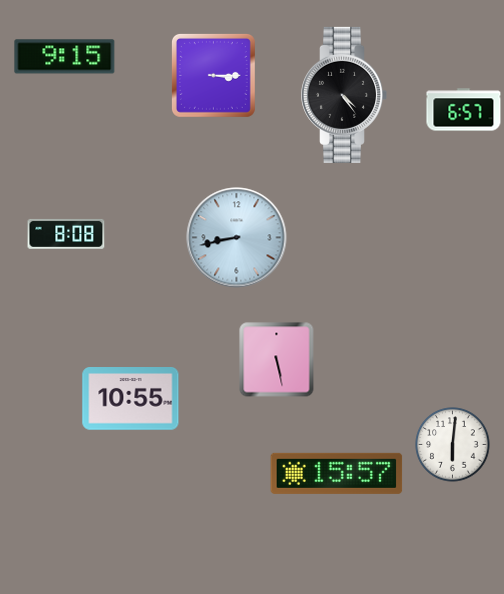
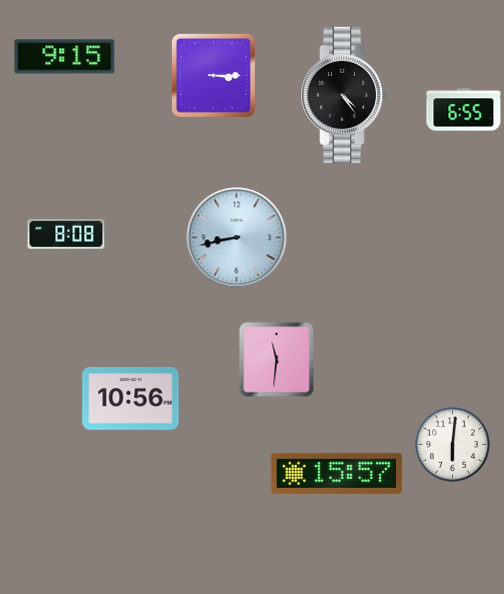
clock at (464, 110): 6:57 -> 6:55
clock at (277, 360): 5:28 -> 11:31
clock at (131, 399): 10:55 -> 10:56
